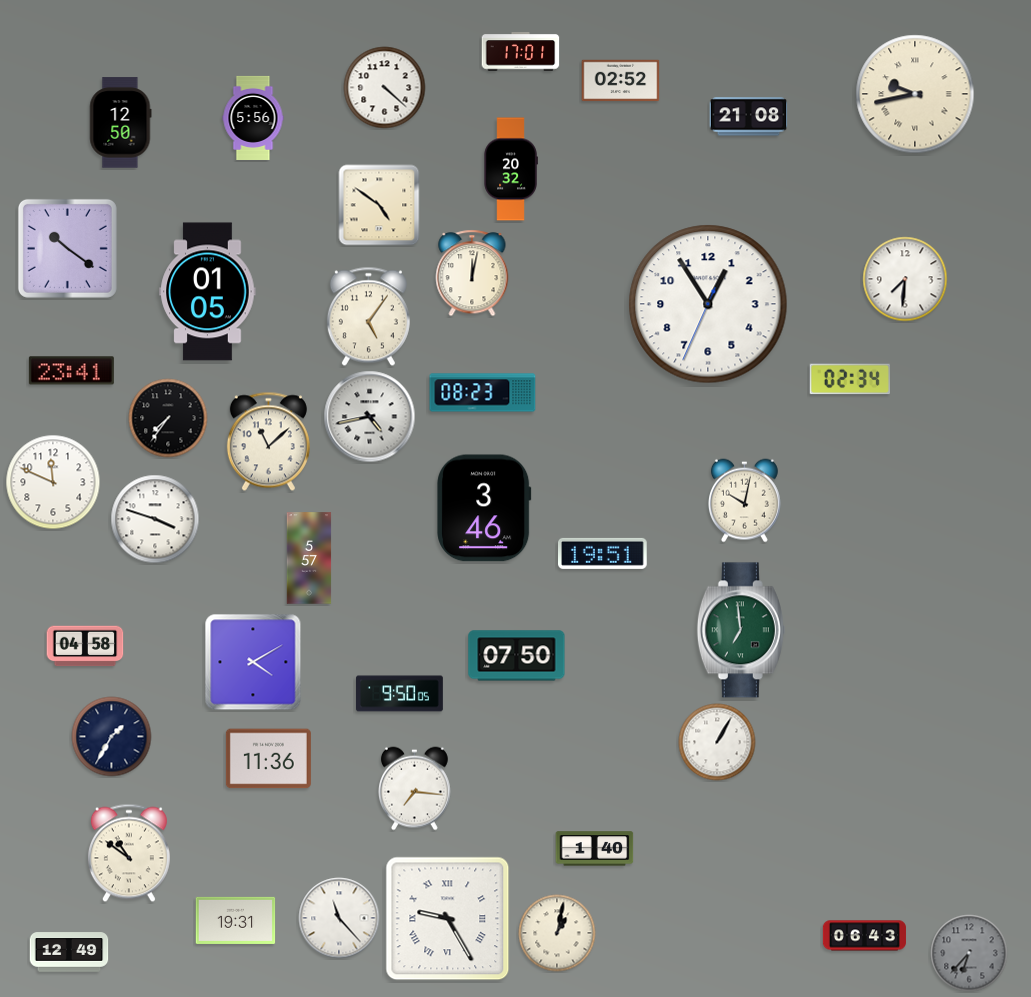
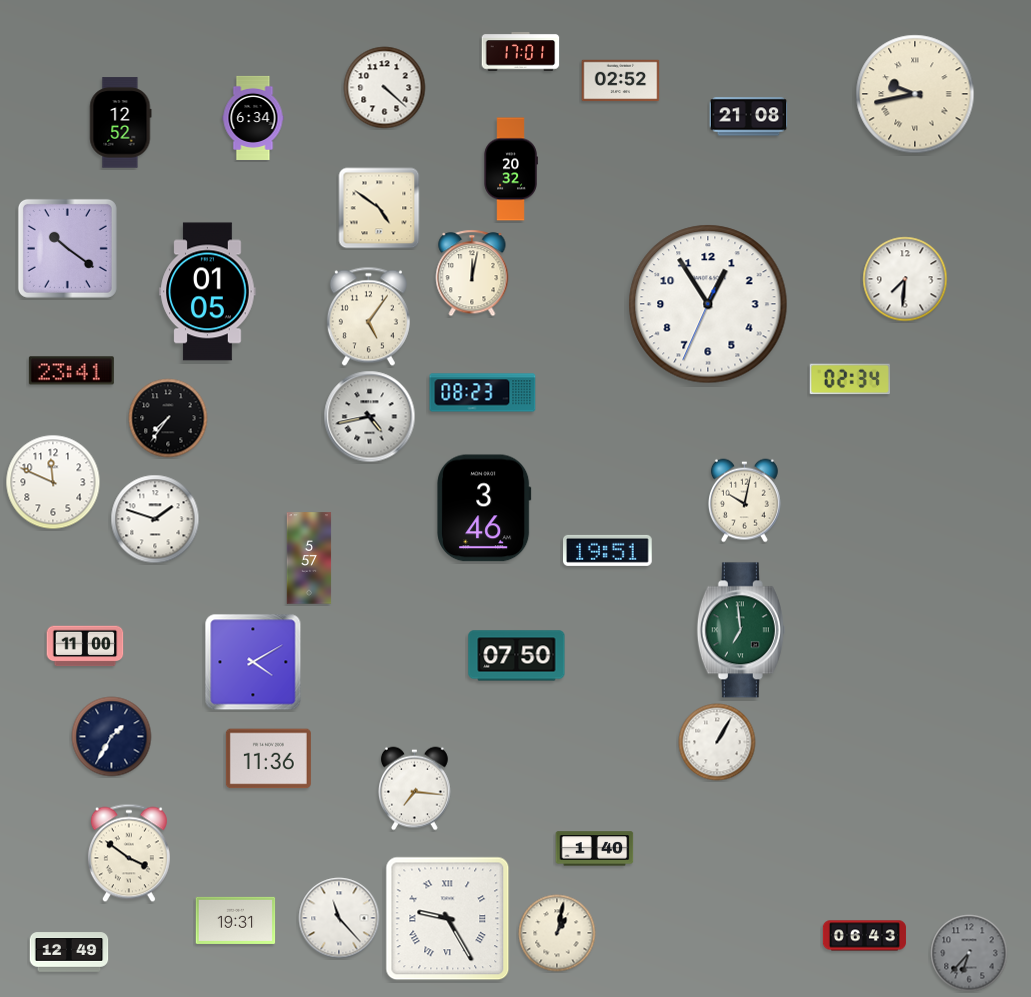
clock at (253, 118): 5:56 -> 6:34
clock at (121, 123): 12:50 -> 12:52
clock at (379, 205) position: (379, 205) -> (379, 208)
clock at (268, 442): 11:08 -> none
clock at (155, 519): 3:48 -> 1:48
clock at (603, 553) position: (603, 553) -> (608, 550)
clock at (85, 646): 04:58 -> 11:00
clock at (400, 694): 9:50 -> none
clock at (129, 853): 10:51 -> 3:51
